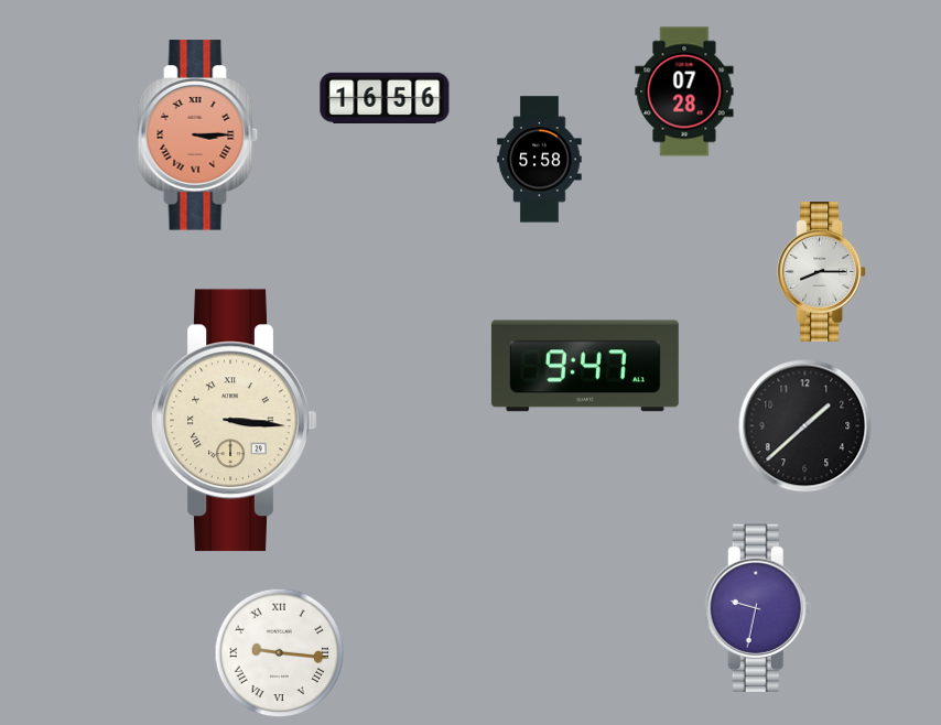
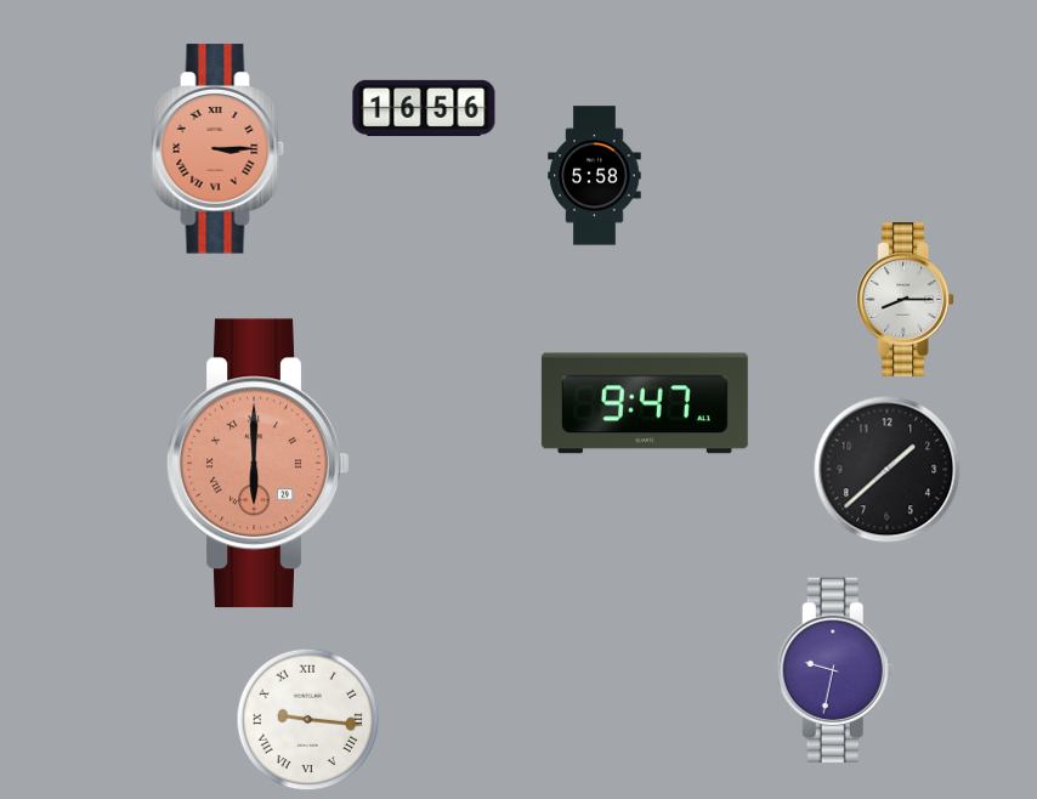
clock at (684, 91): 07:28 -> none
clock at (235, 421): 3:16 -> 6:00
clock at (235, 421) dial: cream -> salmon
